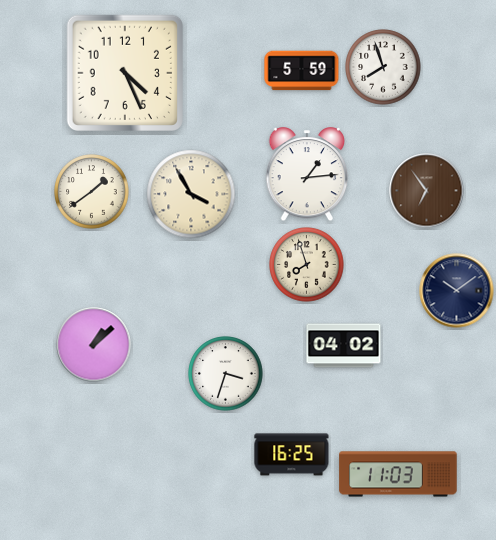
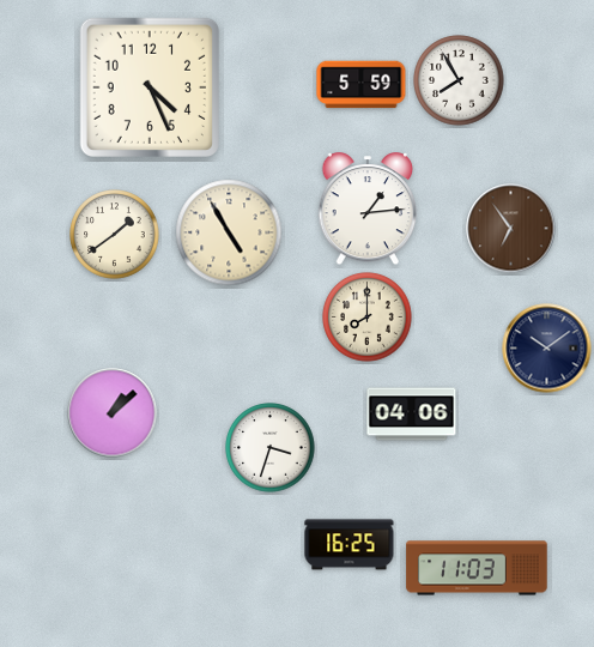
clock at (383, 67): 7:57 -> 7:55
clock at (92, 192) position: (92, 192) -> (115, 235)
clock at (191, 194): 3:55 -> 4:55
clock at (307, 265): 7:57 -> 8:00
clock at (344, 346): 04:02 -> 04:06
